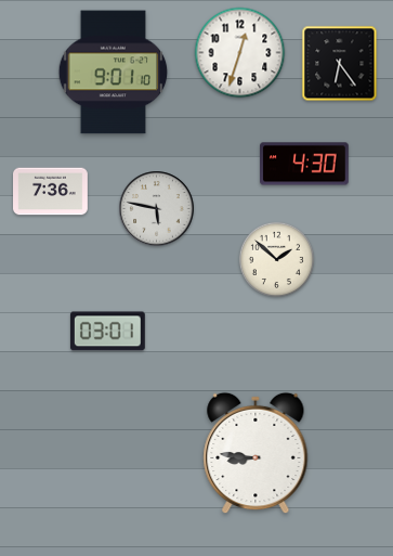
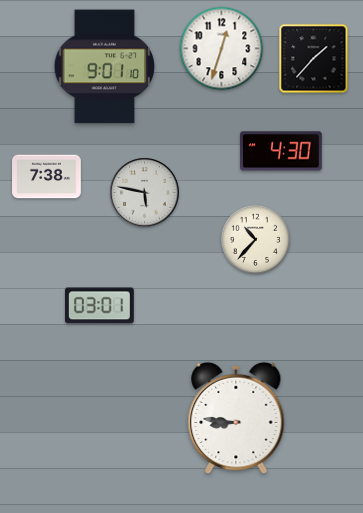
clock at (340, 64): 6:24 -> 1:37
clock at (51, 192): 7:36 -> 7:38
clock at (276, 259): 1:52 -> 10:37
